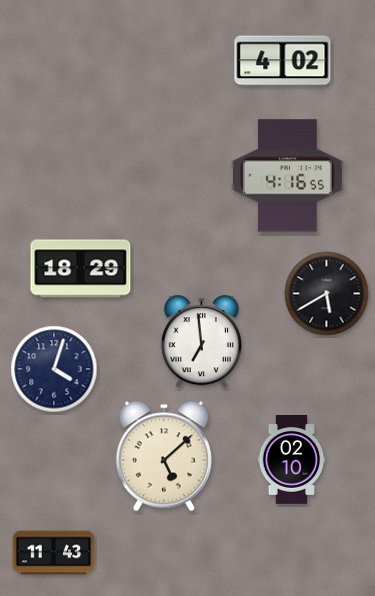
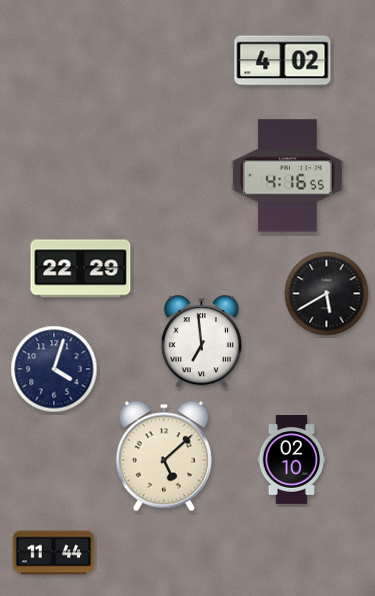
clock at (81, 269): 18:29 -> 22:29
clock at (54, 553): 11:43 -> 11:44
